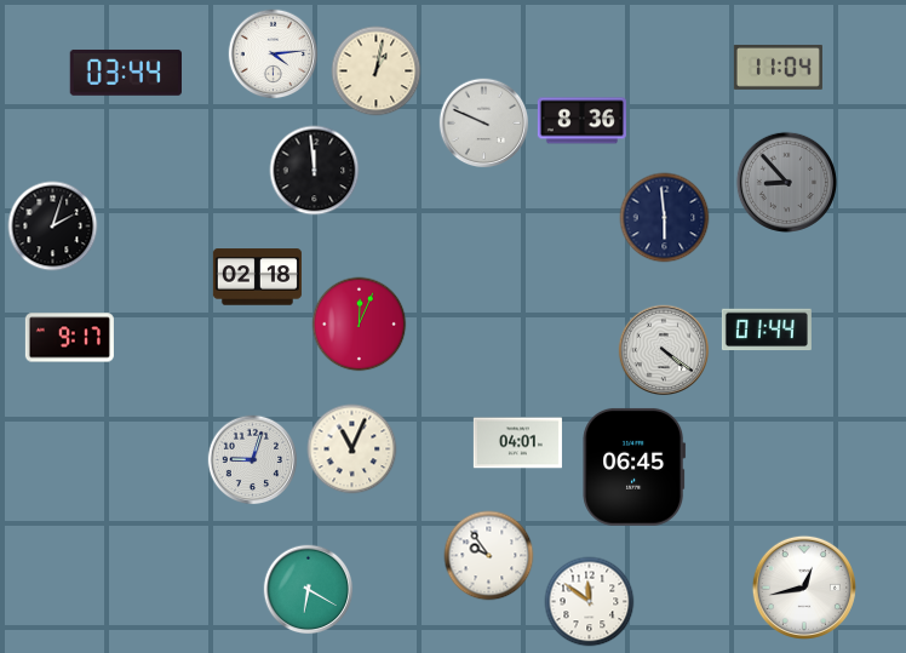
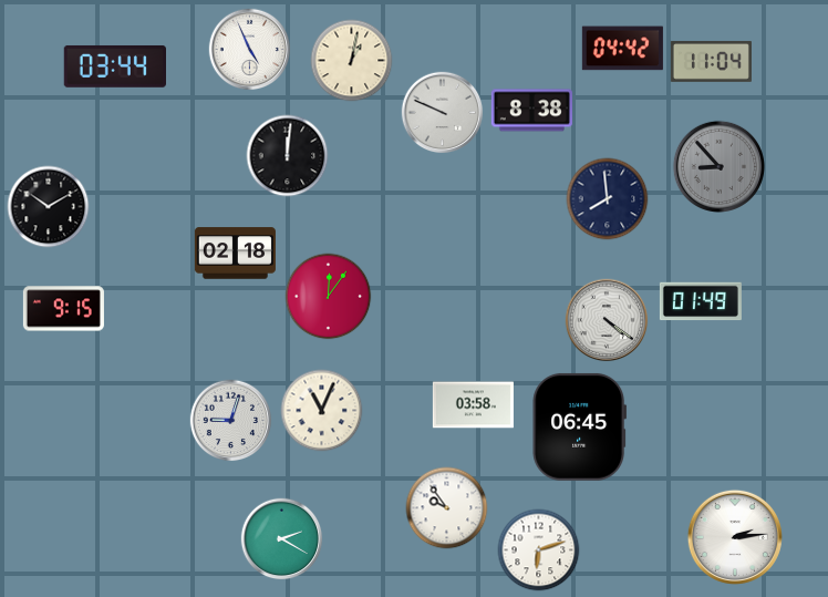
clock at (622, 49): none -> 04:42
clock at (274, 55): 4:14 -> 4:56
clock at (377, 71) position: (377, 71) -> (352, 61)
clock at (581, 121): 8:36 -> 8:38
clock at (315, 171): 11:59 -> 12:01
clock at (665, 218): 5:59 -> 7:59
clock at (53, 227): 2:03 -> 10:10
clock at (360, 325): 12:04 -> 12:06
clock at (767, 330): 01:44 -> 01:49
clock at (69, 338): 9:17 -> 9:15
clock at (517, 443): 04:01 -> 03:58
clock at (804, 588): 12:43 -> 2:14
clock at (309, 590): 6:20 -> 2:20
clock at (590, 602): 11:51 -> 6:12
